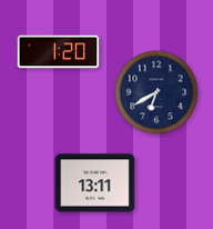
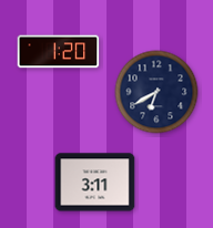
clock at (95, 183): 13:11 -> 3:11
